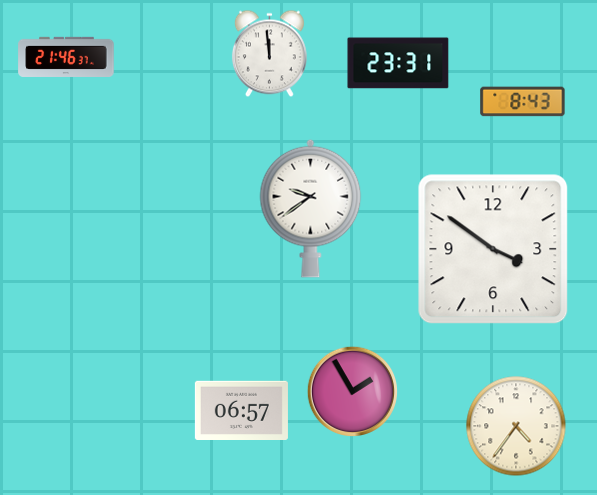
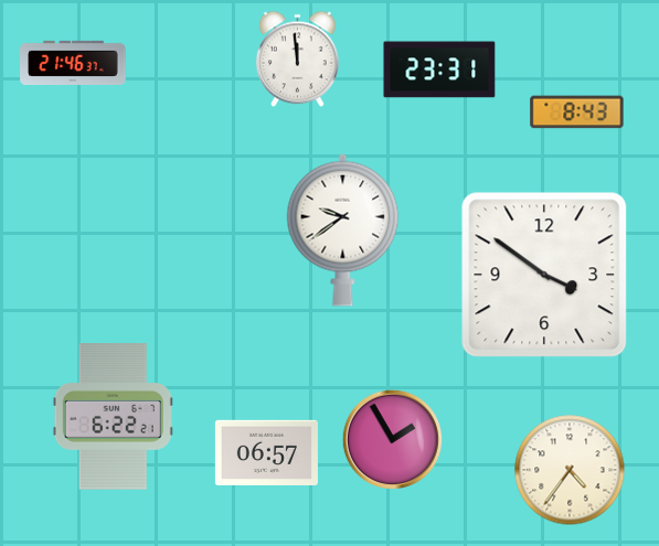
clock at (113, 417): none -> 6:22
clock at (352, 391) position: (352, 391) -> (392, 439)
